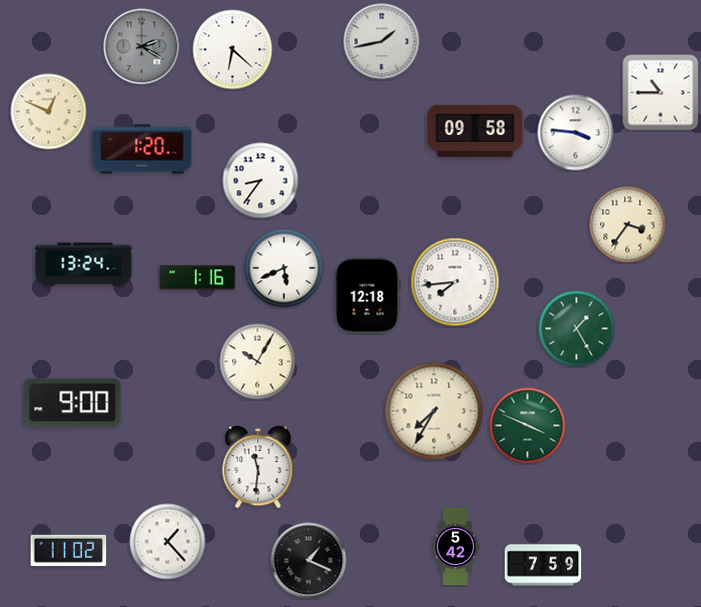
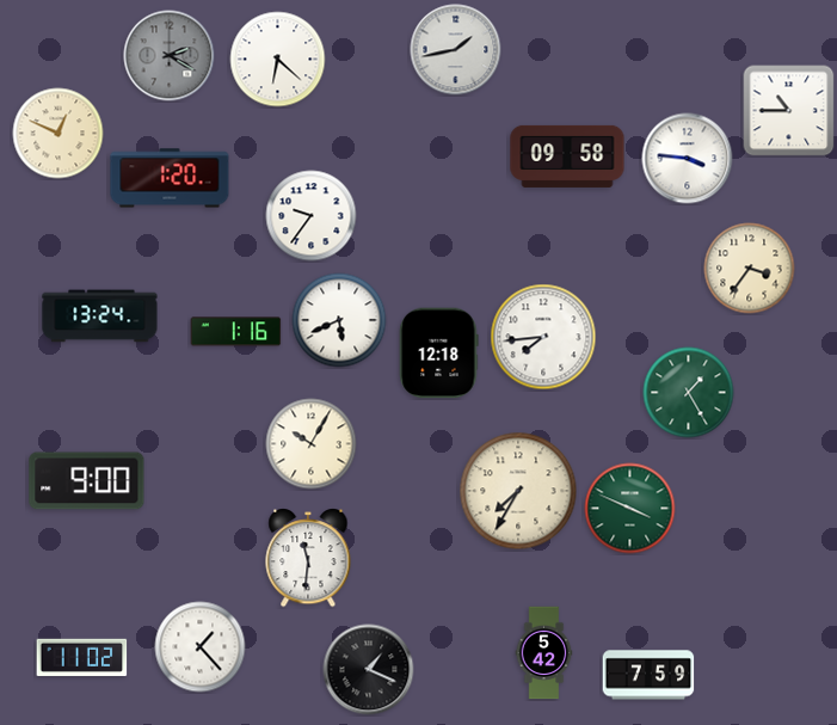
clock at (261, 181): 8:36 -> 9:36
clock at (258, 362) position: (258, 362) -> (312, 444)
